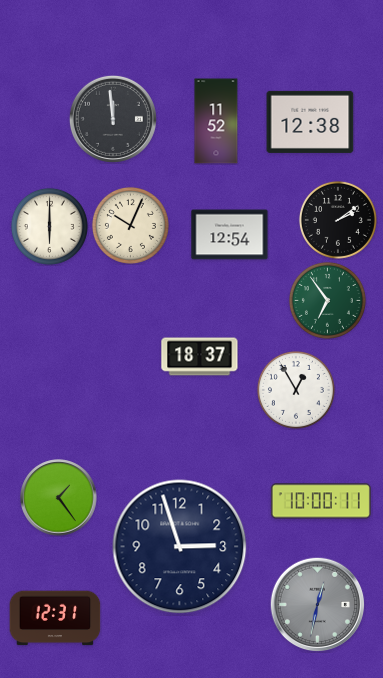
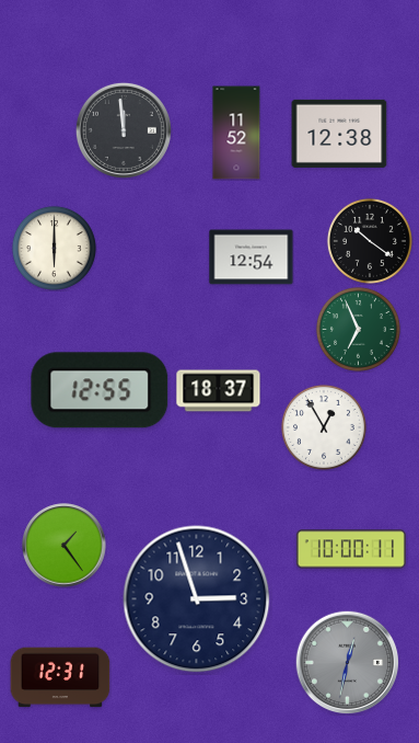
clock at (338, 220): 2:09 -> 10:21
clock at (130, 225): 10:04 -> none
clock at (327, 300): 6:54 -> 6:56
clock at (100, 390): none -> 12:55
